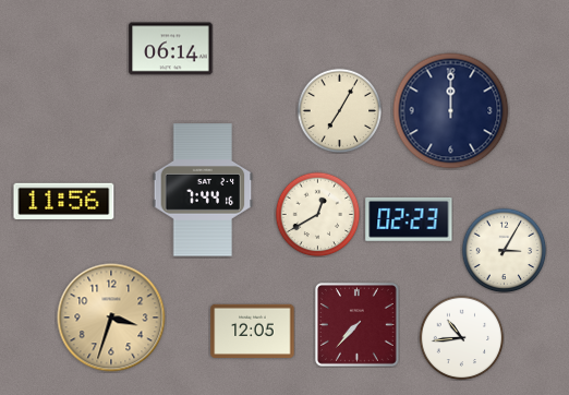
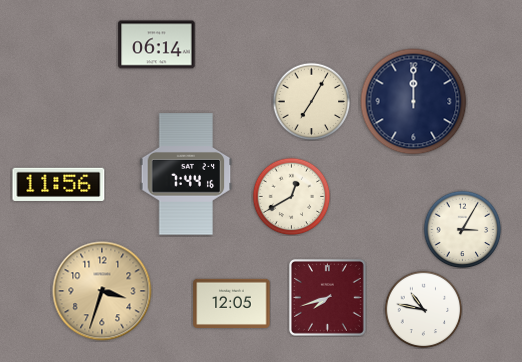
clock at (409, 219): 02:23 -> none
clock at (356, 324): 7:37 -> 7:42
clock at (461, 337): 10:44 -> 10:47
